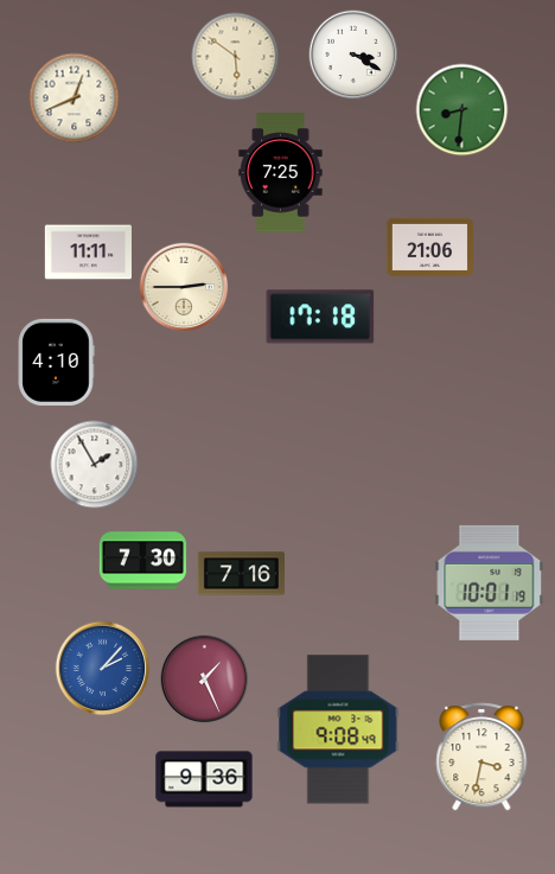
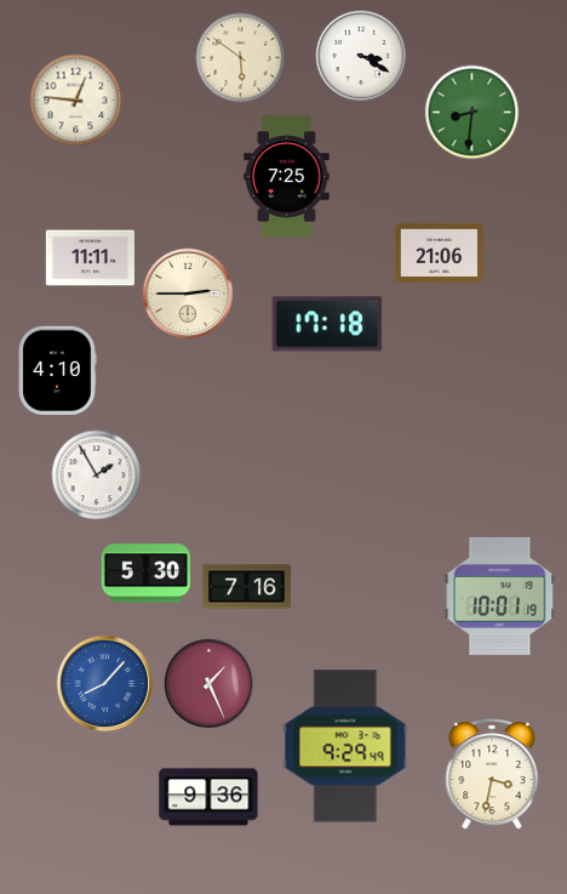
clock at (75, 98): 12:41 -> 12:46
clock at (142, 561): 7:30 -> 5:30
clock at (103, 669): 2:07 -> 8:07
clock at (205, 680) position: (205, 680) -> (210, 684)
clock at (338, 729): 9:08 -> 9:29
